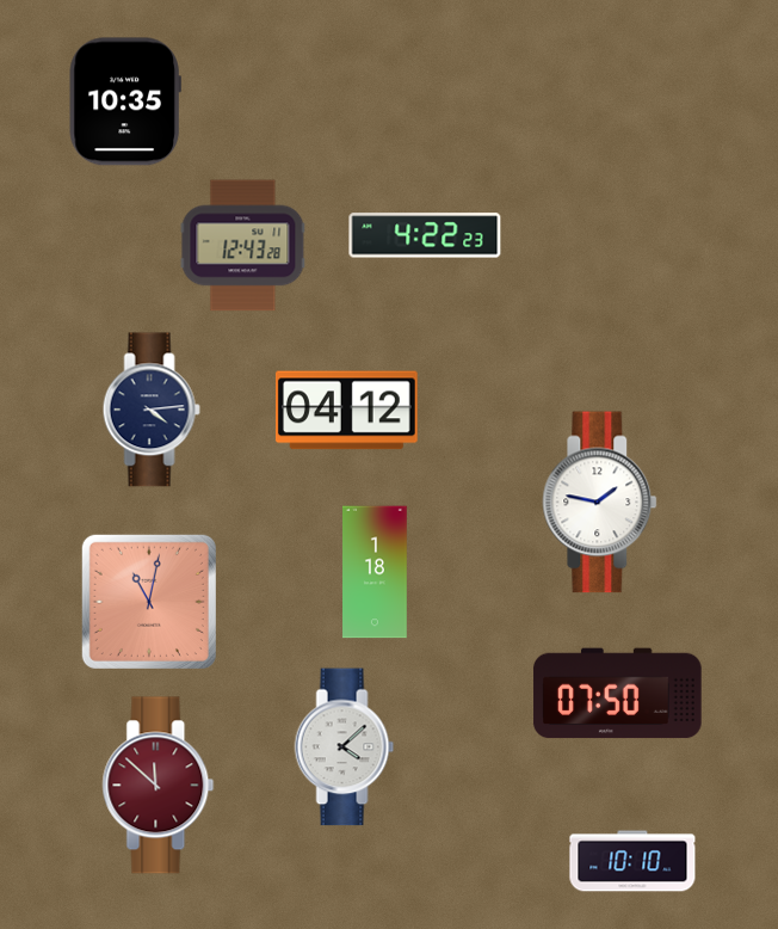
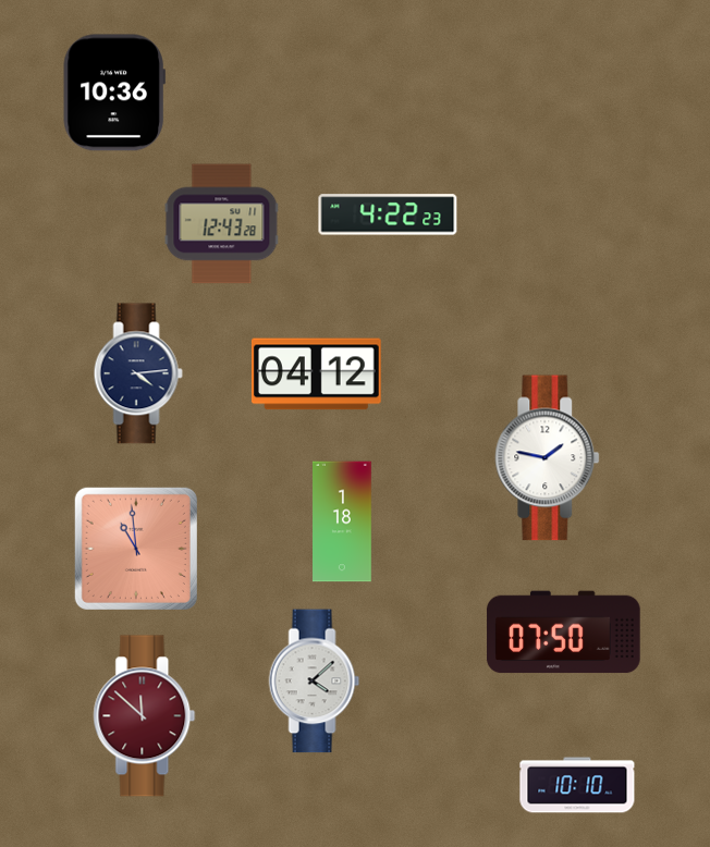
clock at (125, 101): 10:35 -> 10:36
clock at (149, 602): 11:02 -> 10:59
